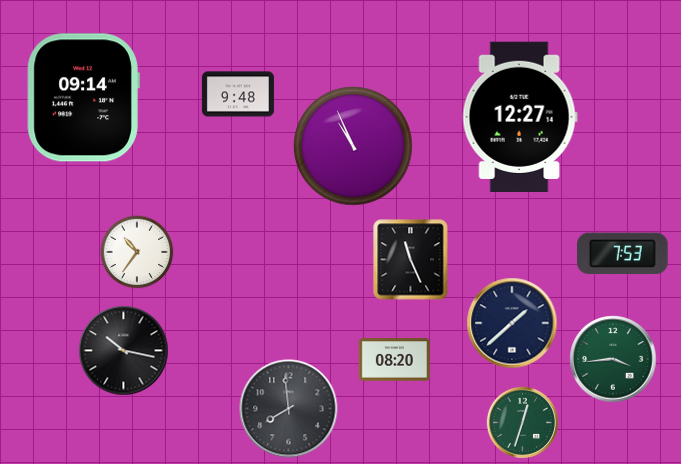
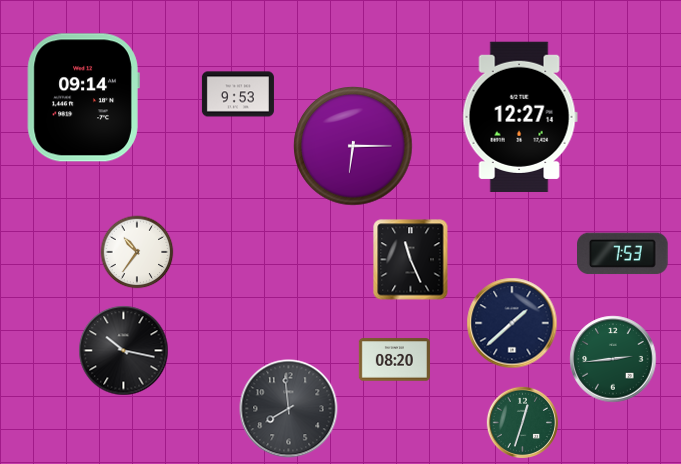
clock at (238, 94): 9:48 -> 9:53
clock at (353, 146): 10:56 -> 6:15
clock at (613, 359): 3:44 -> 2:44
